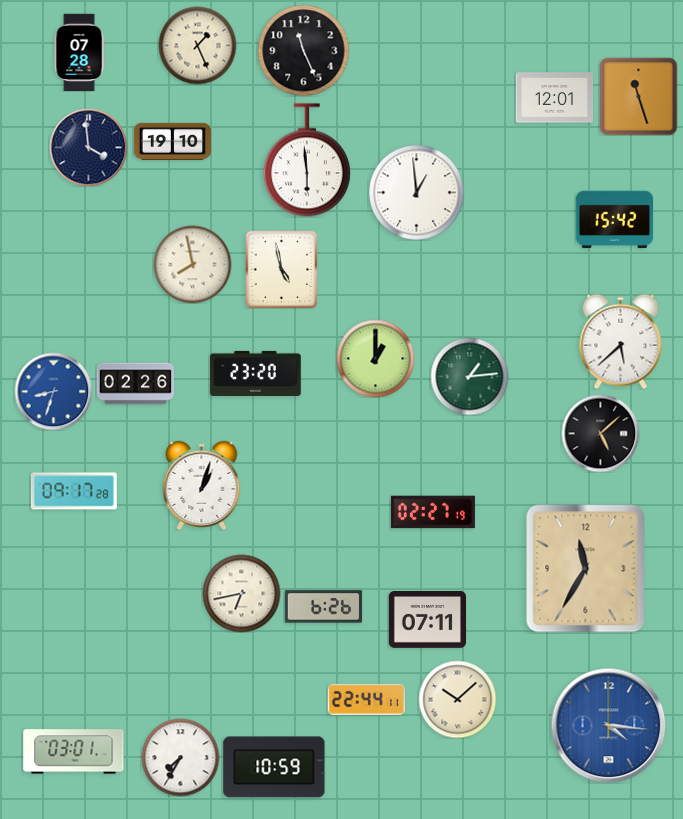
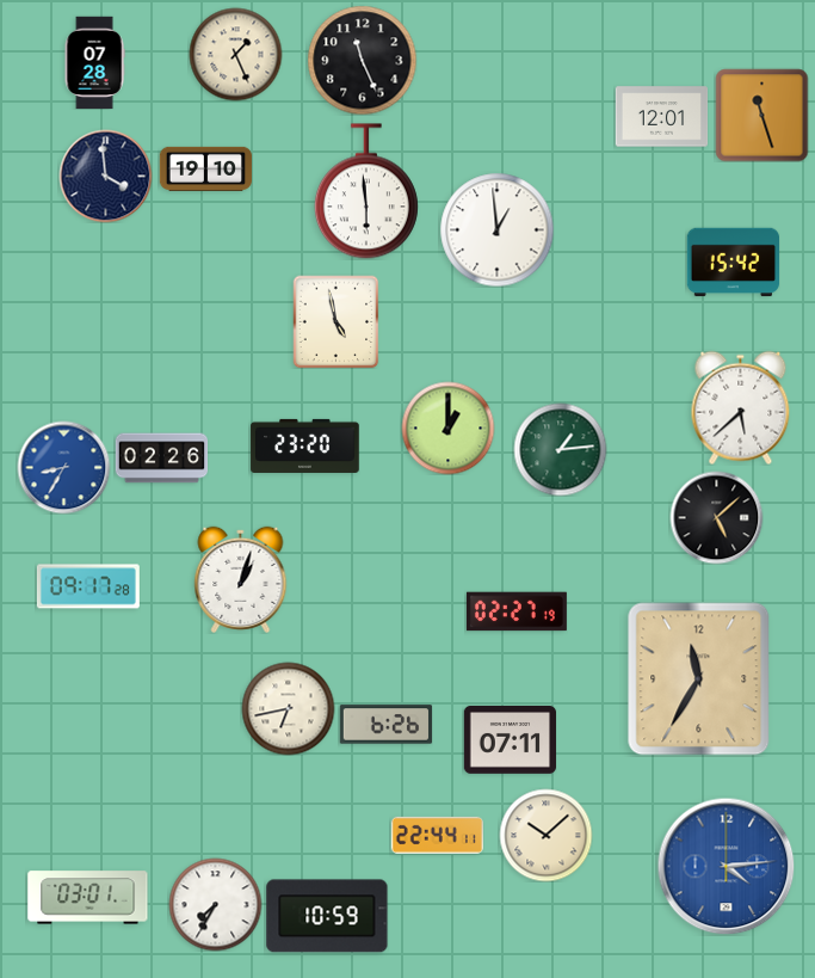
clock at (192, 264): 7:58 -> none
clock at (53, 391): 8:33 -> 8:35
clock at (608, 725): 4:16 -> 4:14
